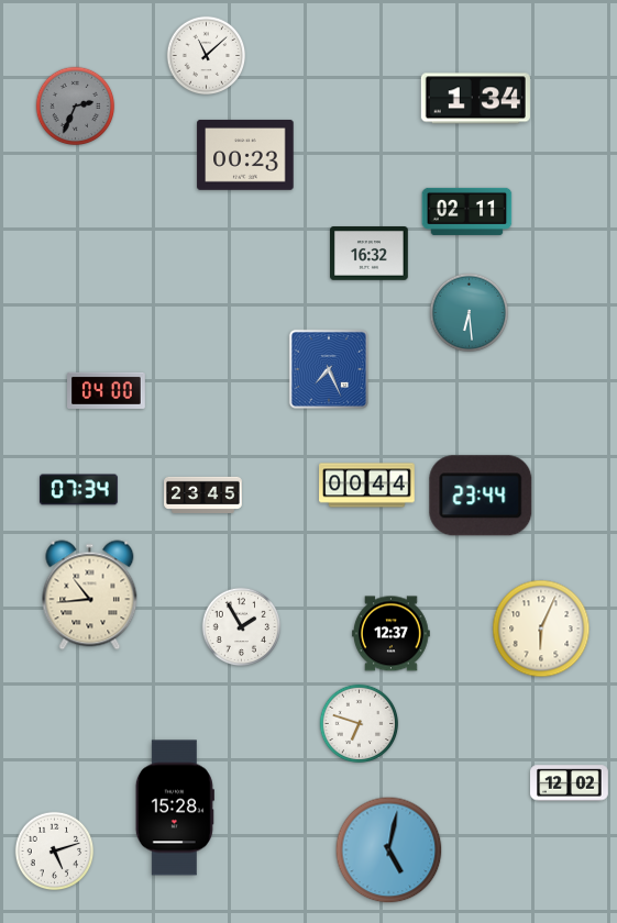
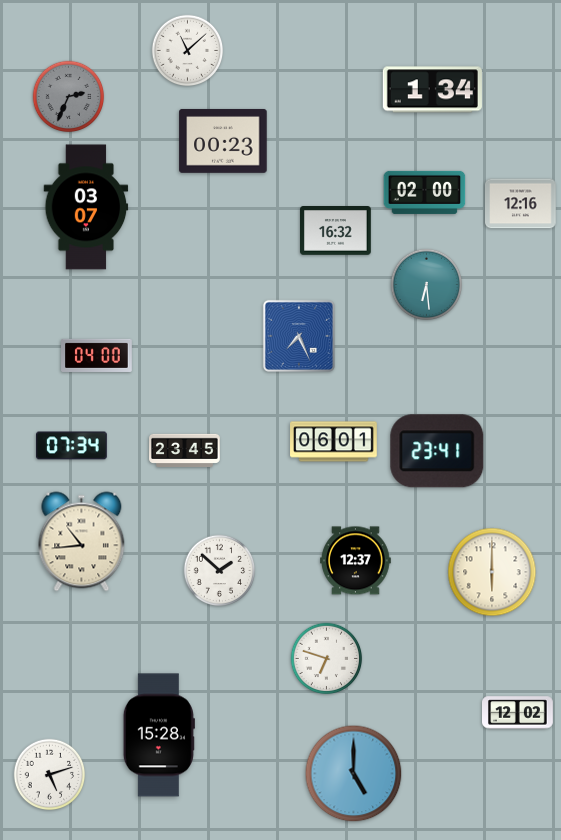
clock at (467, 211): 02:11 -> 02:00
clock at (521, 204): none -> 12:16
clock at (86, 207): none -> 03:07
clock at (367, 486): 00:44 -> 06:01
clock at (481, 496): 23:44 -> 23:41
clock at (242, 627): 1:55 -> 1:52
clock at (541, 629): 6:04 -> 6:00
clock at (392, 634) position: (392, 634) -> (356, 561)
clock at (389, 850): 5:02 -> 5:00
